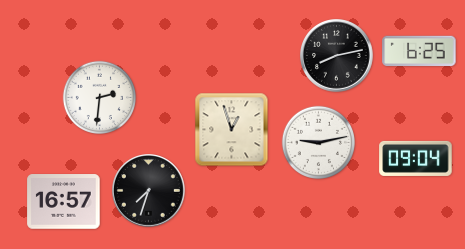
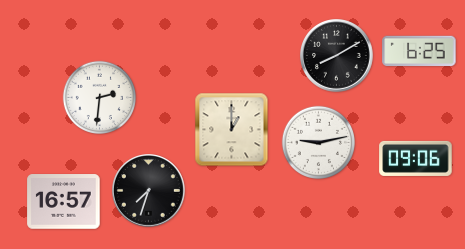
clock at (337, 56): 8:13 -> 8:10
clock at (232, 130): 12:57 -> 1:00
clock at (416, 158): 09:04 -> 09:06
